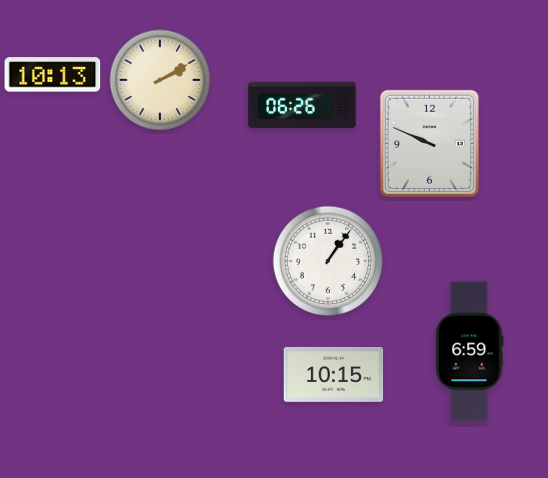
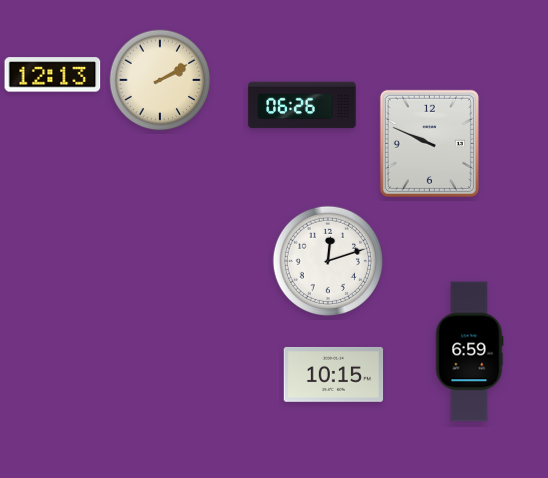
clock at (53, 75): 10:13 -> 12:13
clock at (328, 261): 1:06 -> 12:12
